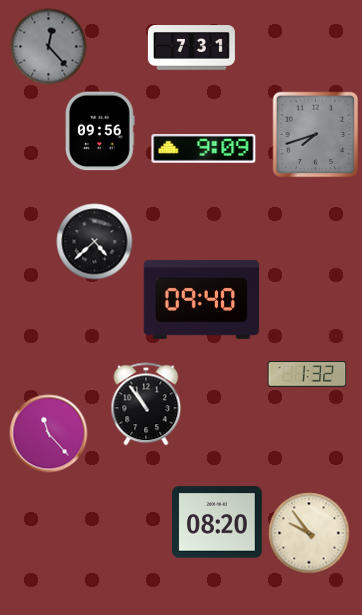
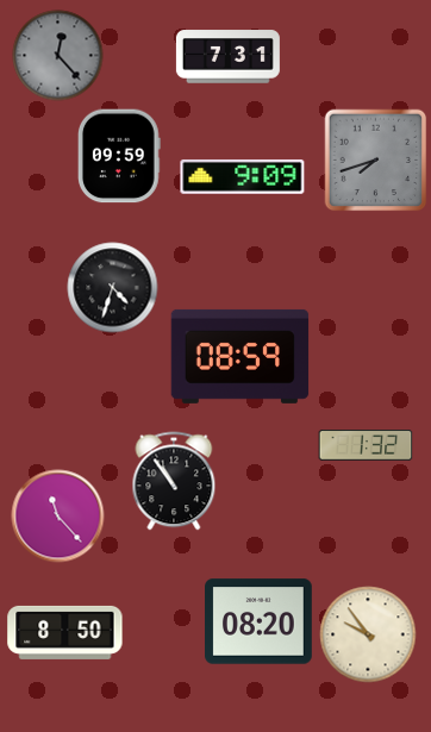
clock at (100, 131): 09:56 -> 09:59
clock at (95, 242): 4:38 -> 4:33
clock at (202, 299): 09:40 -> 08:59
clock at (65, 632): none -> 8:50
